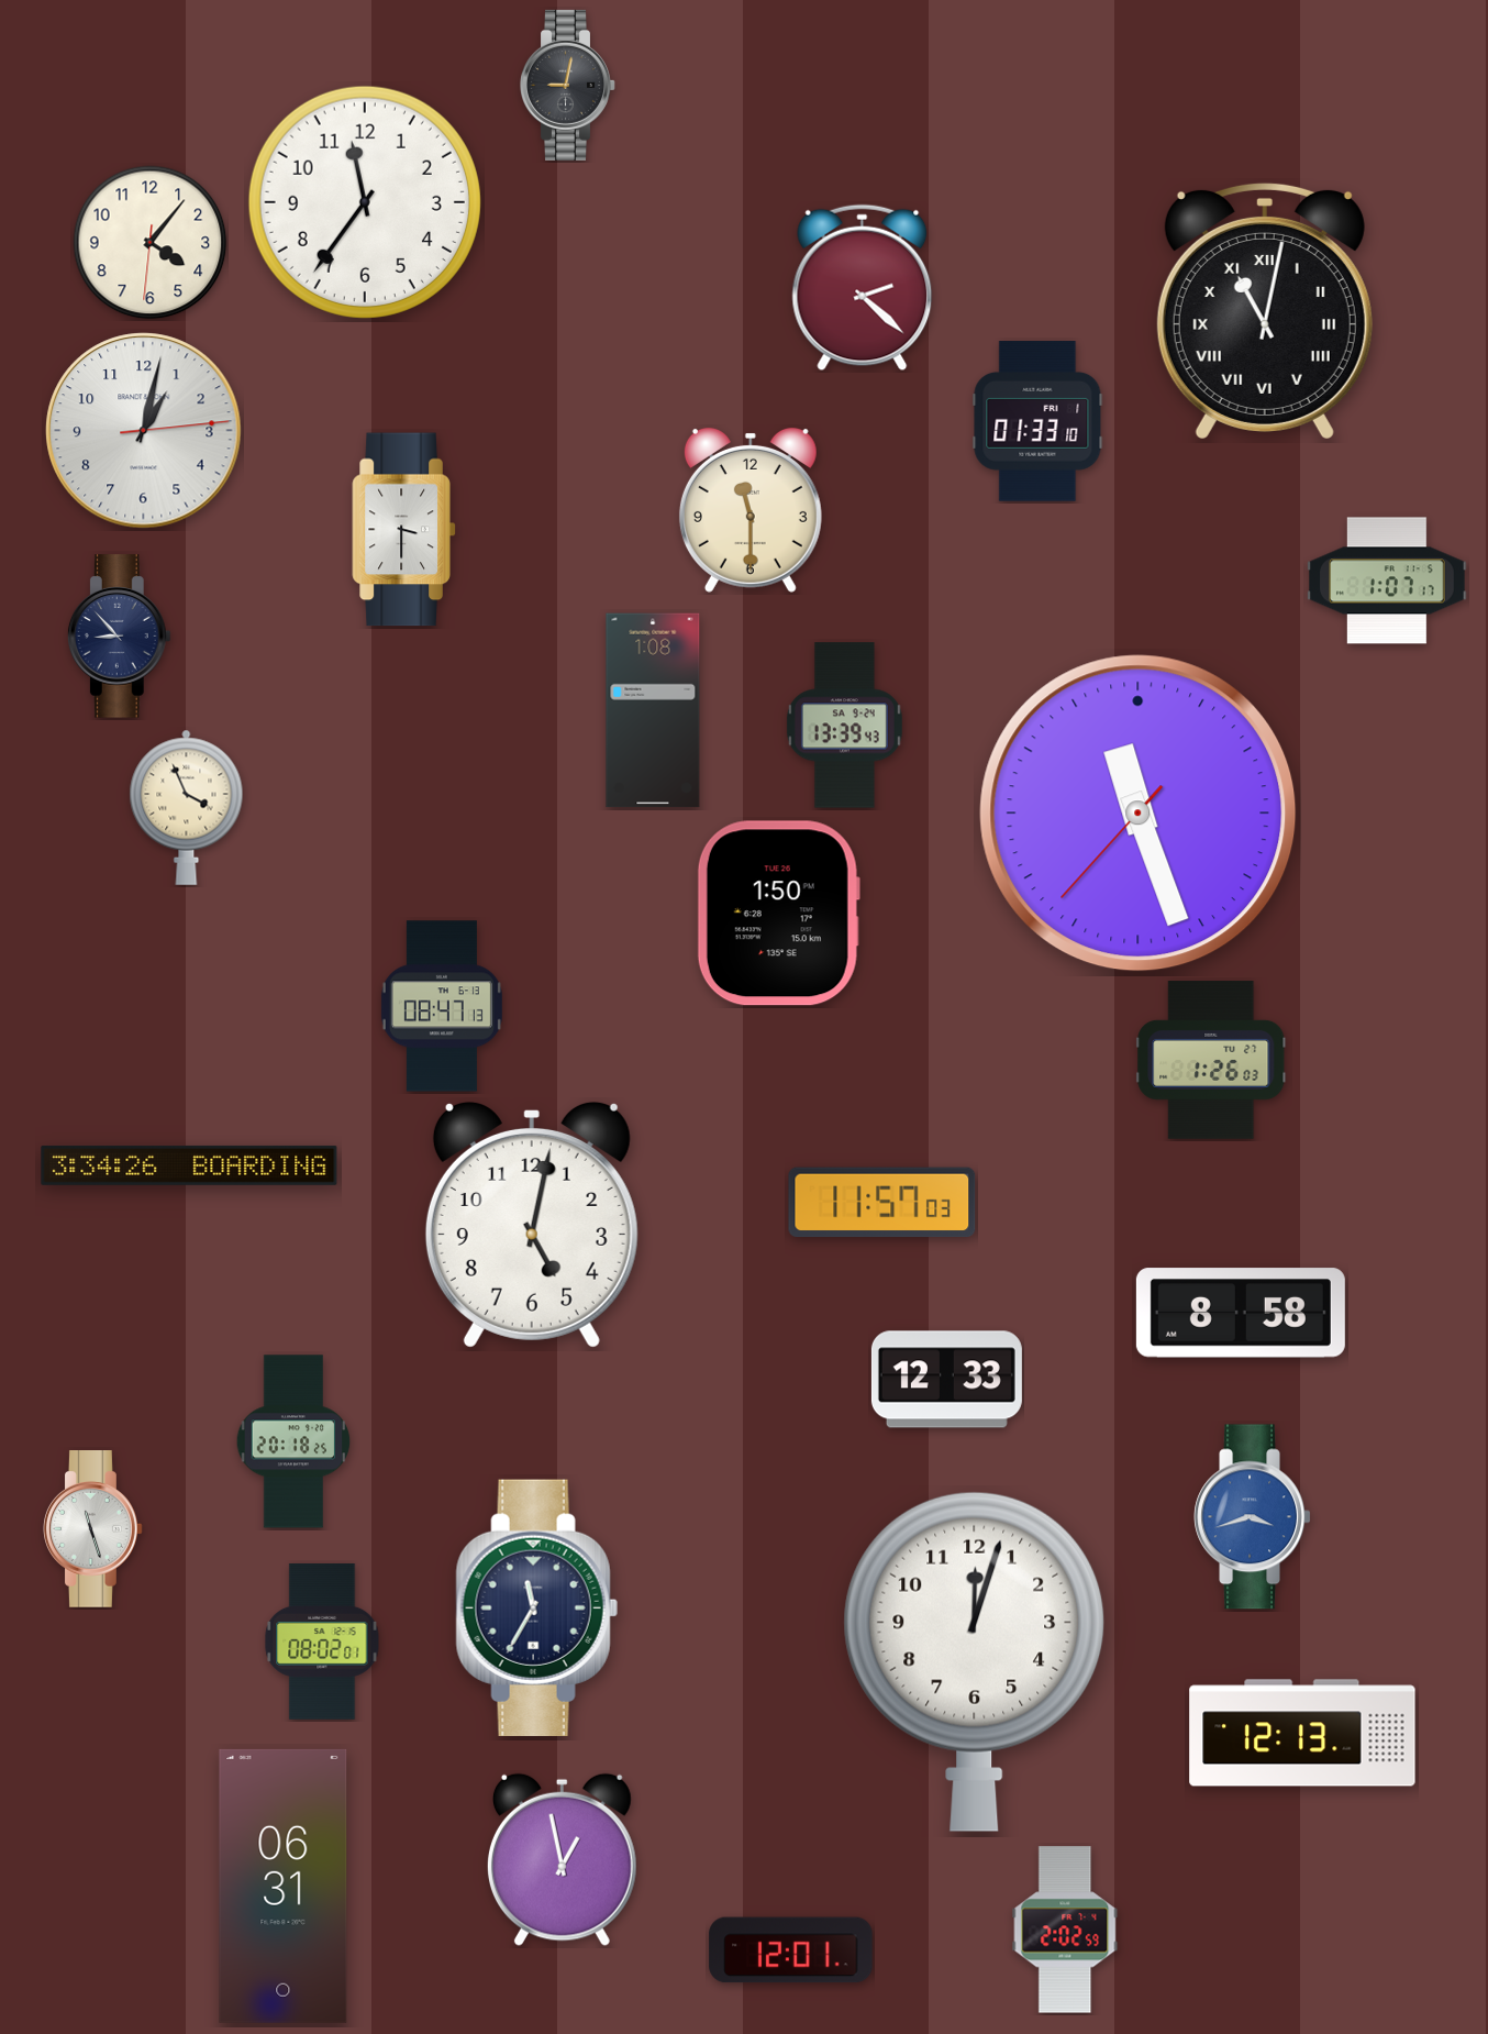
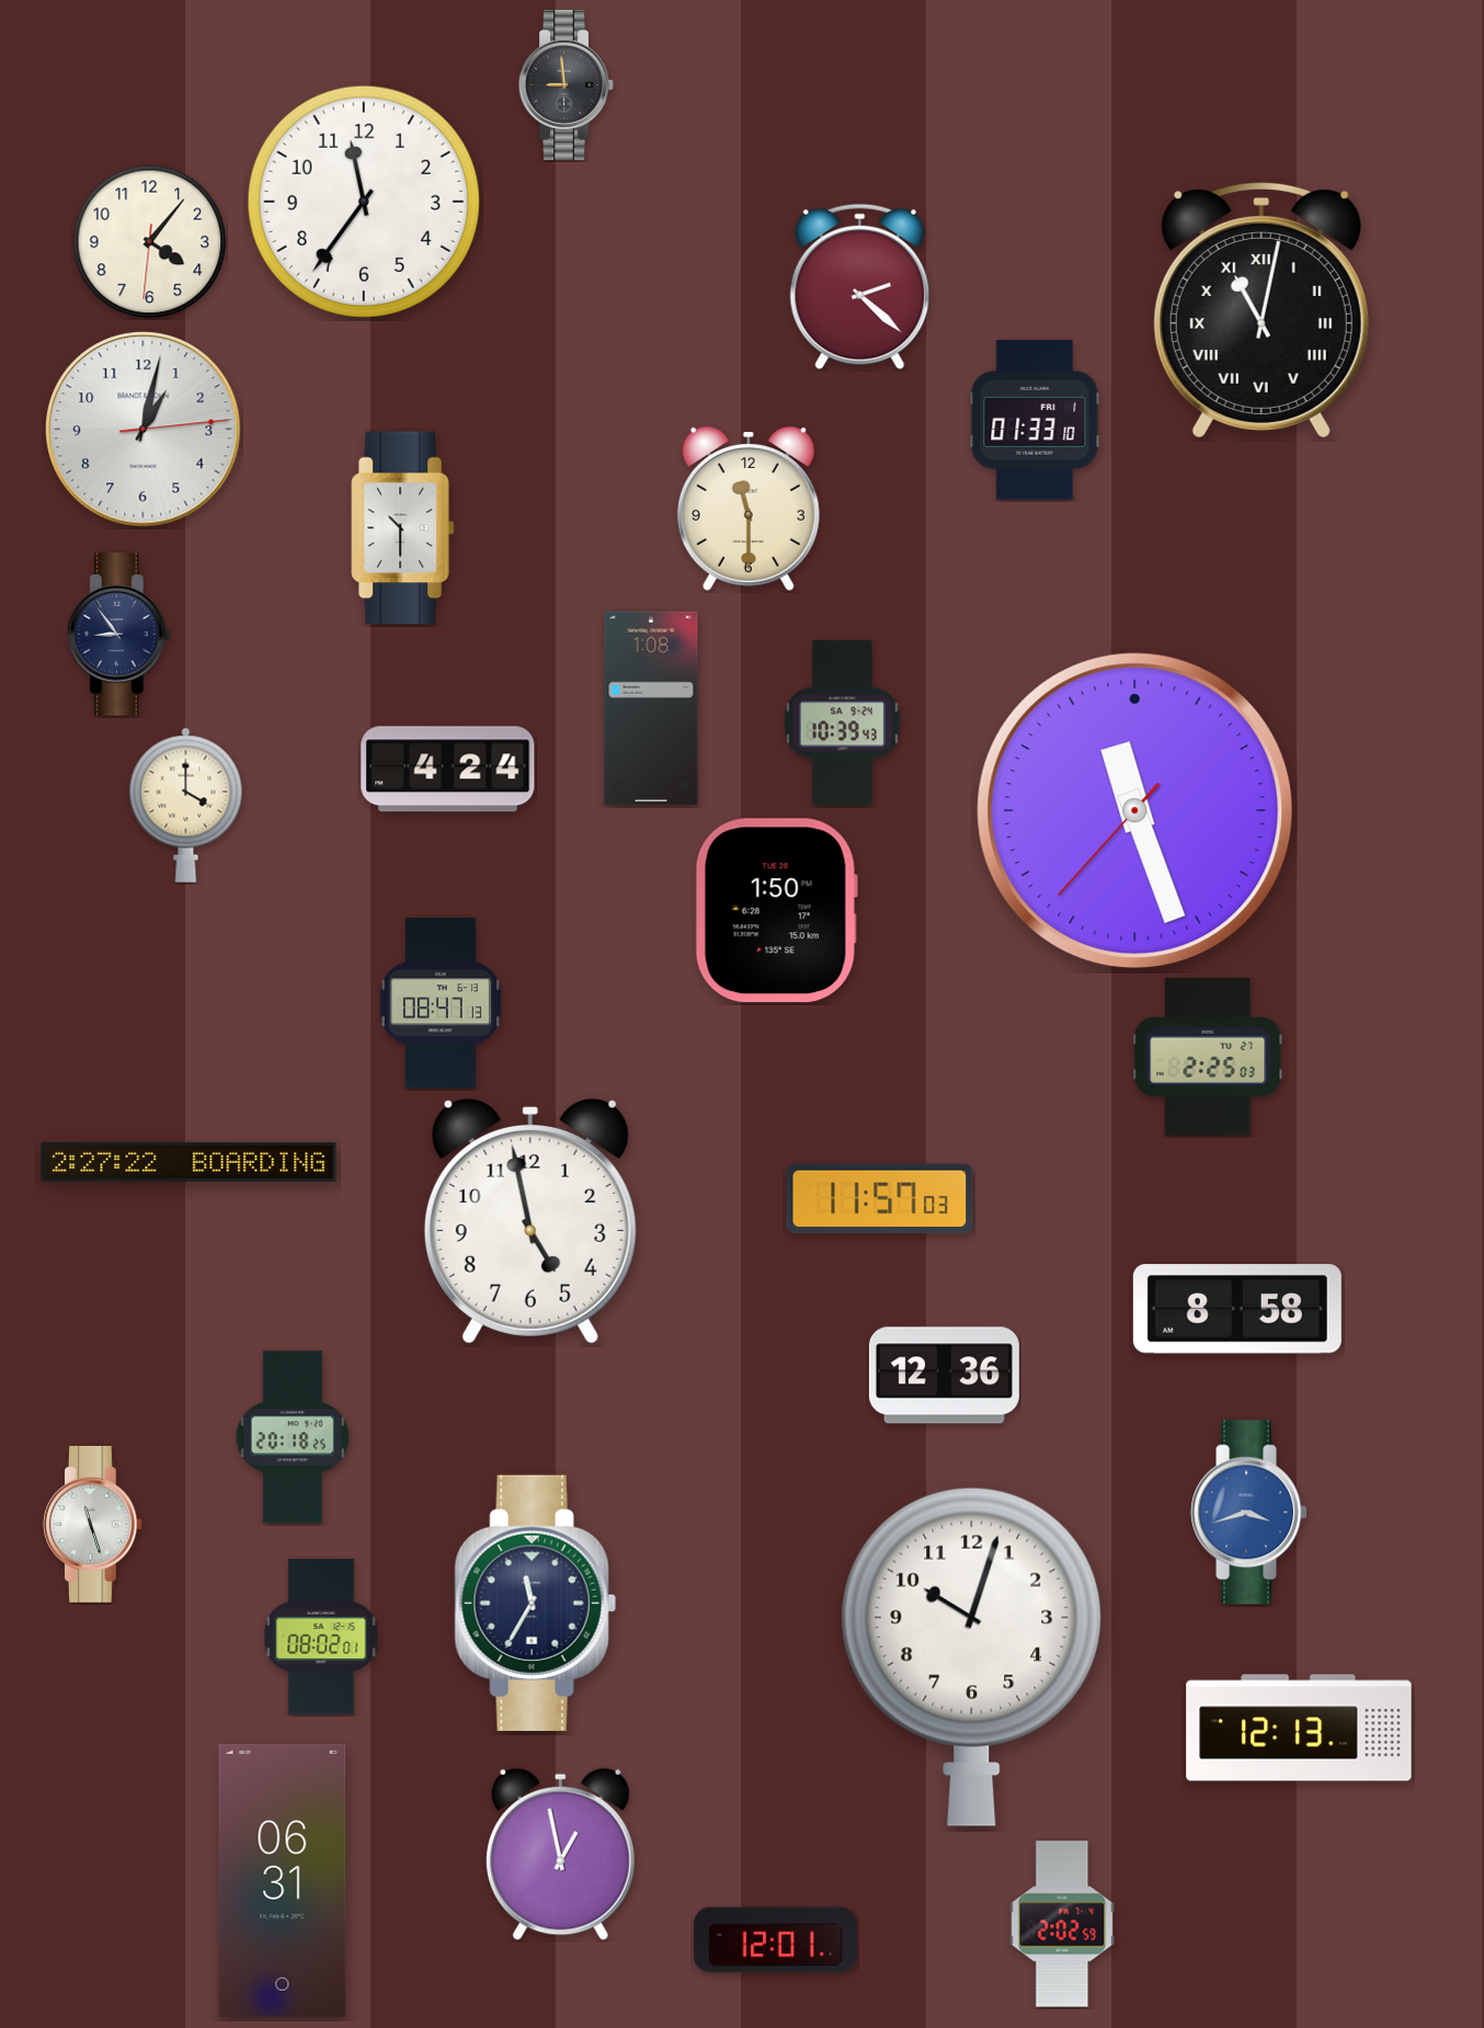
clock at (568, 85): 9:02 -> 8:59
clock at (404, 530): 3:30 -> 10:30
clock at (1387, 581): 1:07 -> none
clock at (119, 637): 8:53 -> 8:54
clock at (844, 726): 13:39 -> 10:39
clock at (448, 770): none -> 4:24
clock at (187, 807): 3:56 -> 4:00
clock at (1211, 1060): 1:26 -> 2:25
clock at (189, 1165): 3:34 -> 2:27
clock at (532, 1225): 5:02 -> 4:58
clock at (946, 1380): 12:33 -> 12:36
clock at (975, 1661): 12:03 -> 10:03
clock at (791, 1950) position: (791, 1950) -> (776, 1940)
